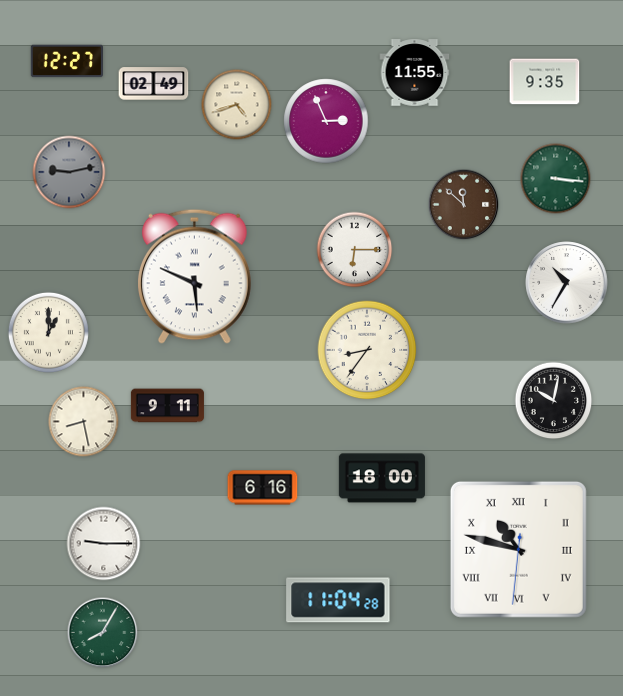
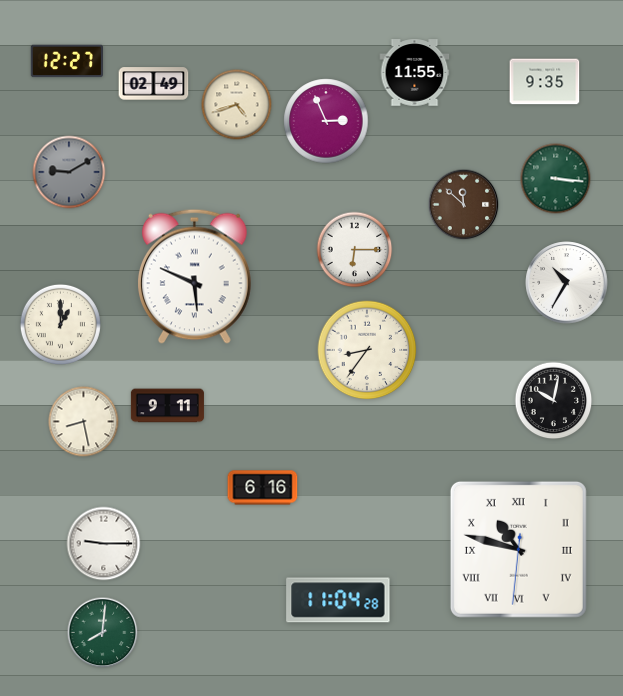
clock at (69, 172): 9:13 -> 9:10
clock at (48, 332) position: (48, 332) -> (60, 324)
clock at (382, 478): 18:00 -> none
clock at (103, 633): 8:05 -> 8:01
